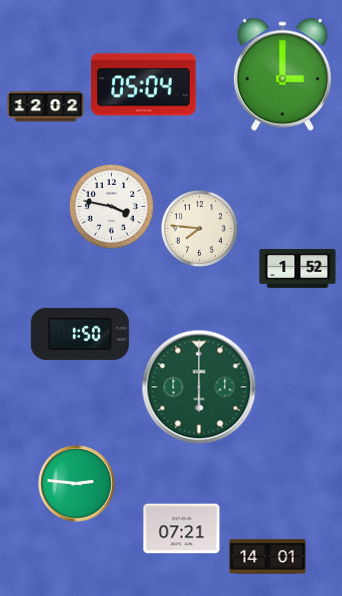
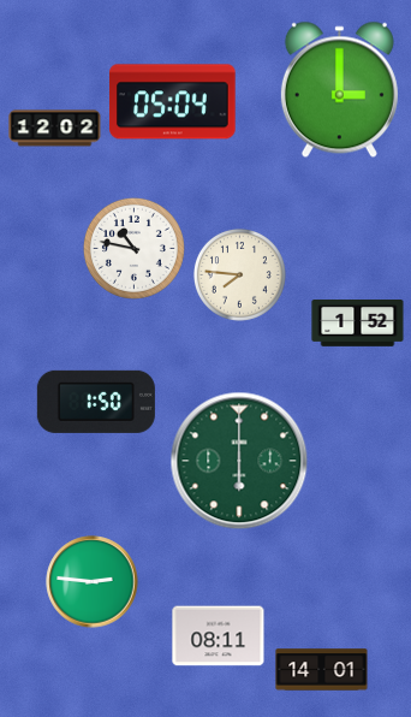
clock at (111, 206): 3:47 -> 10:47
clock at (199, 387) position: (199, 387) -> (239, 461)
clock at (182, 529): 07:21 -> 08:11
